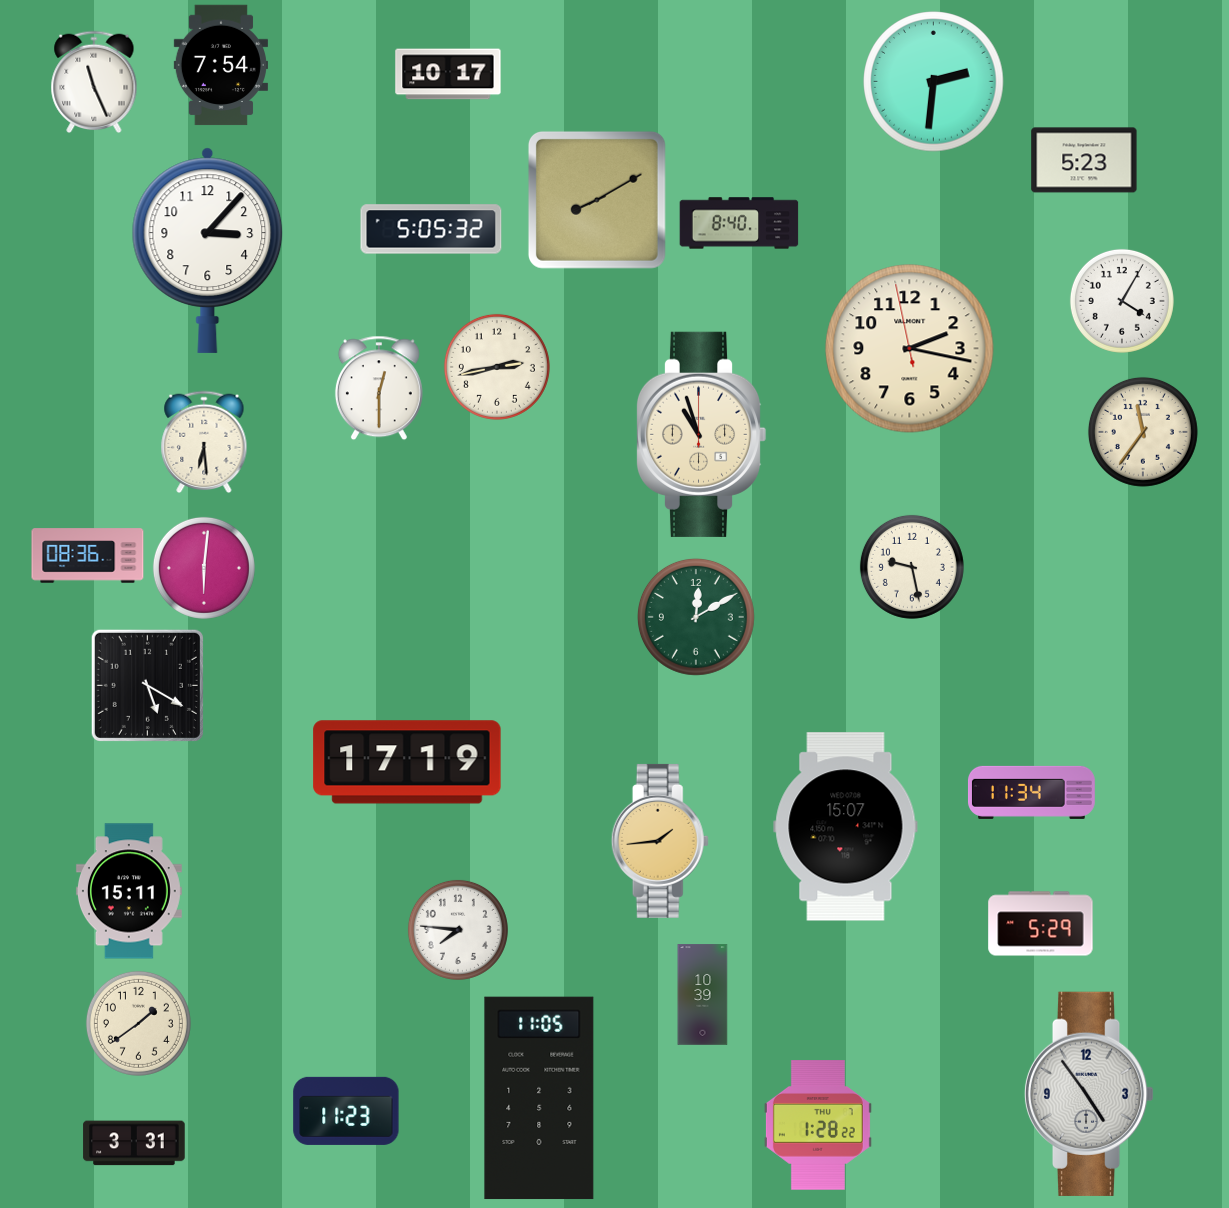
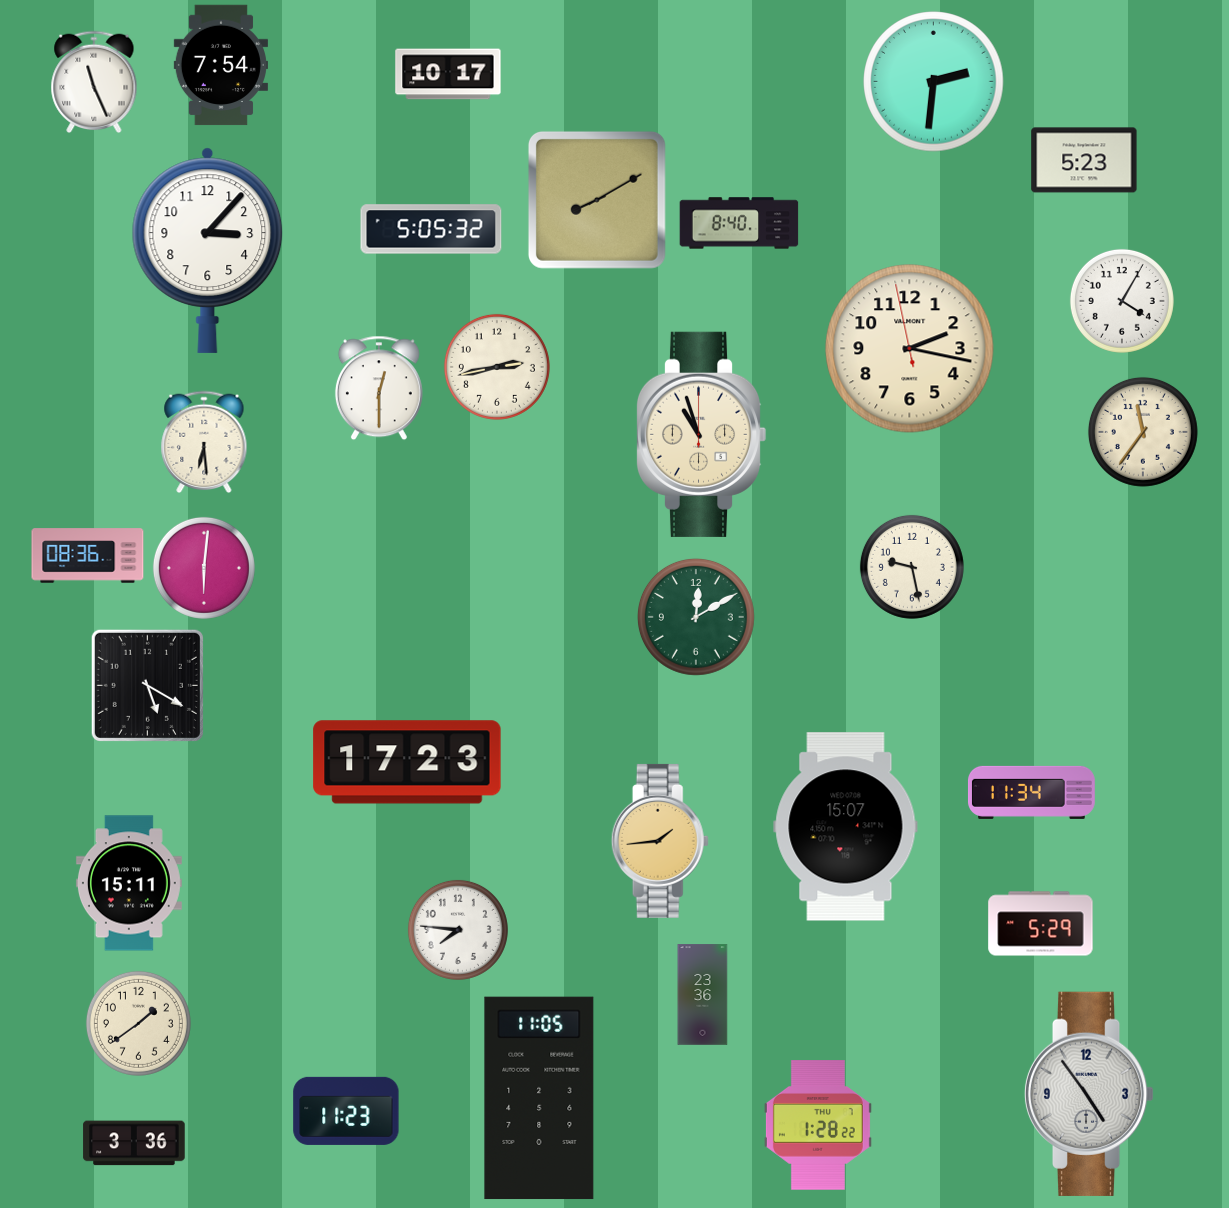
clock at (407, 762): 17:19 -> 17:23
clock at (129, 891) position: (129, 891) -> (129, 883)
clock at (703, 995): 10:39 -> 23:36
clock at (134, 1143): 3:31 -> 3:36
